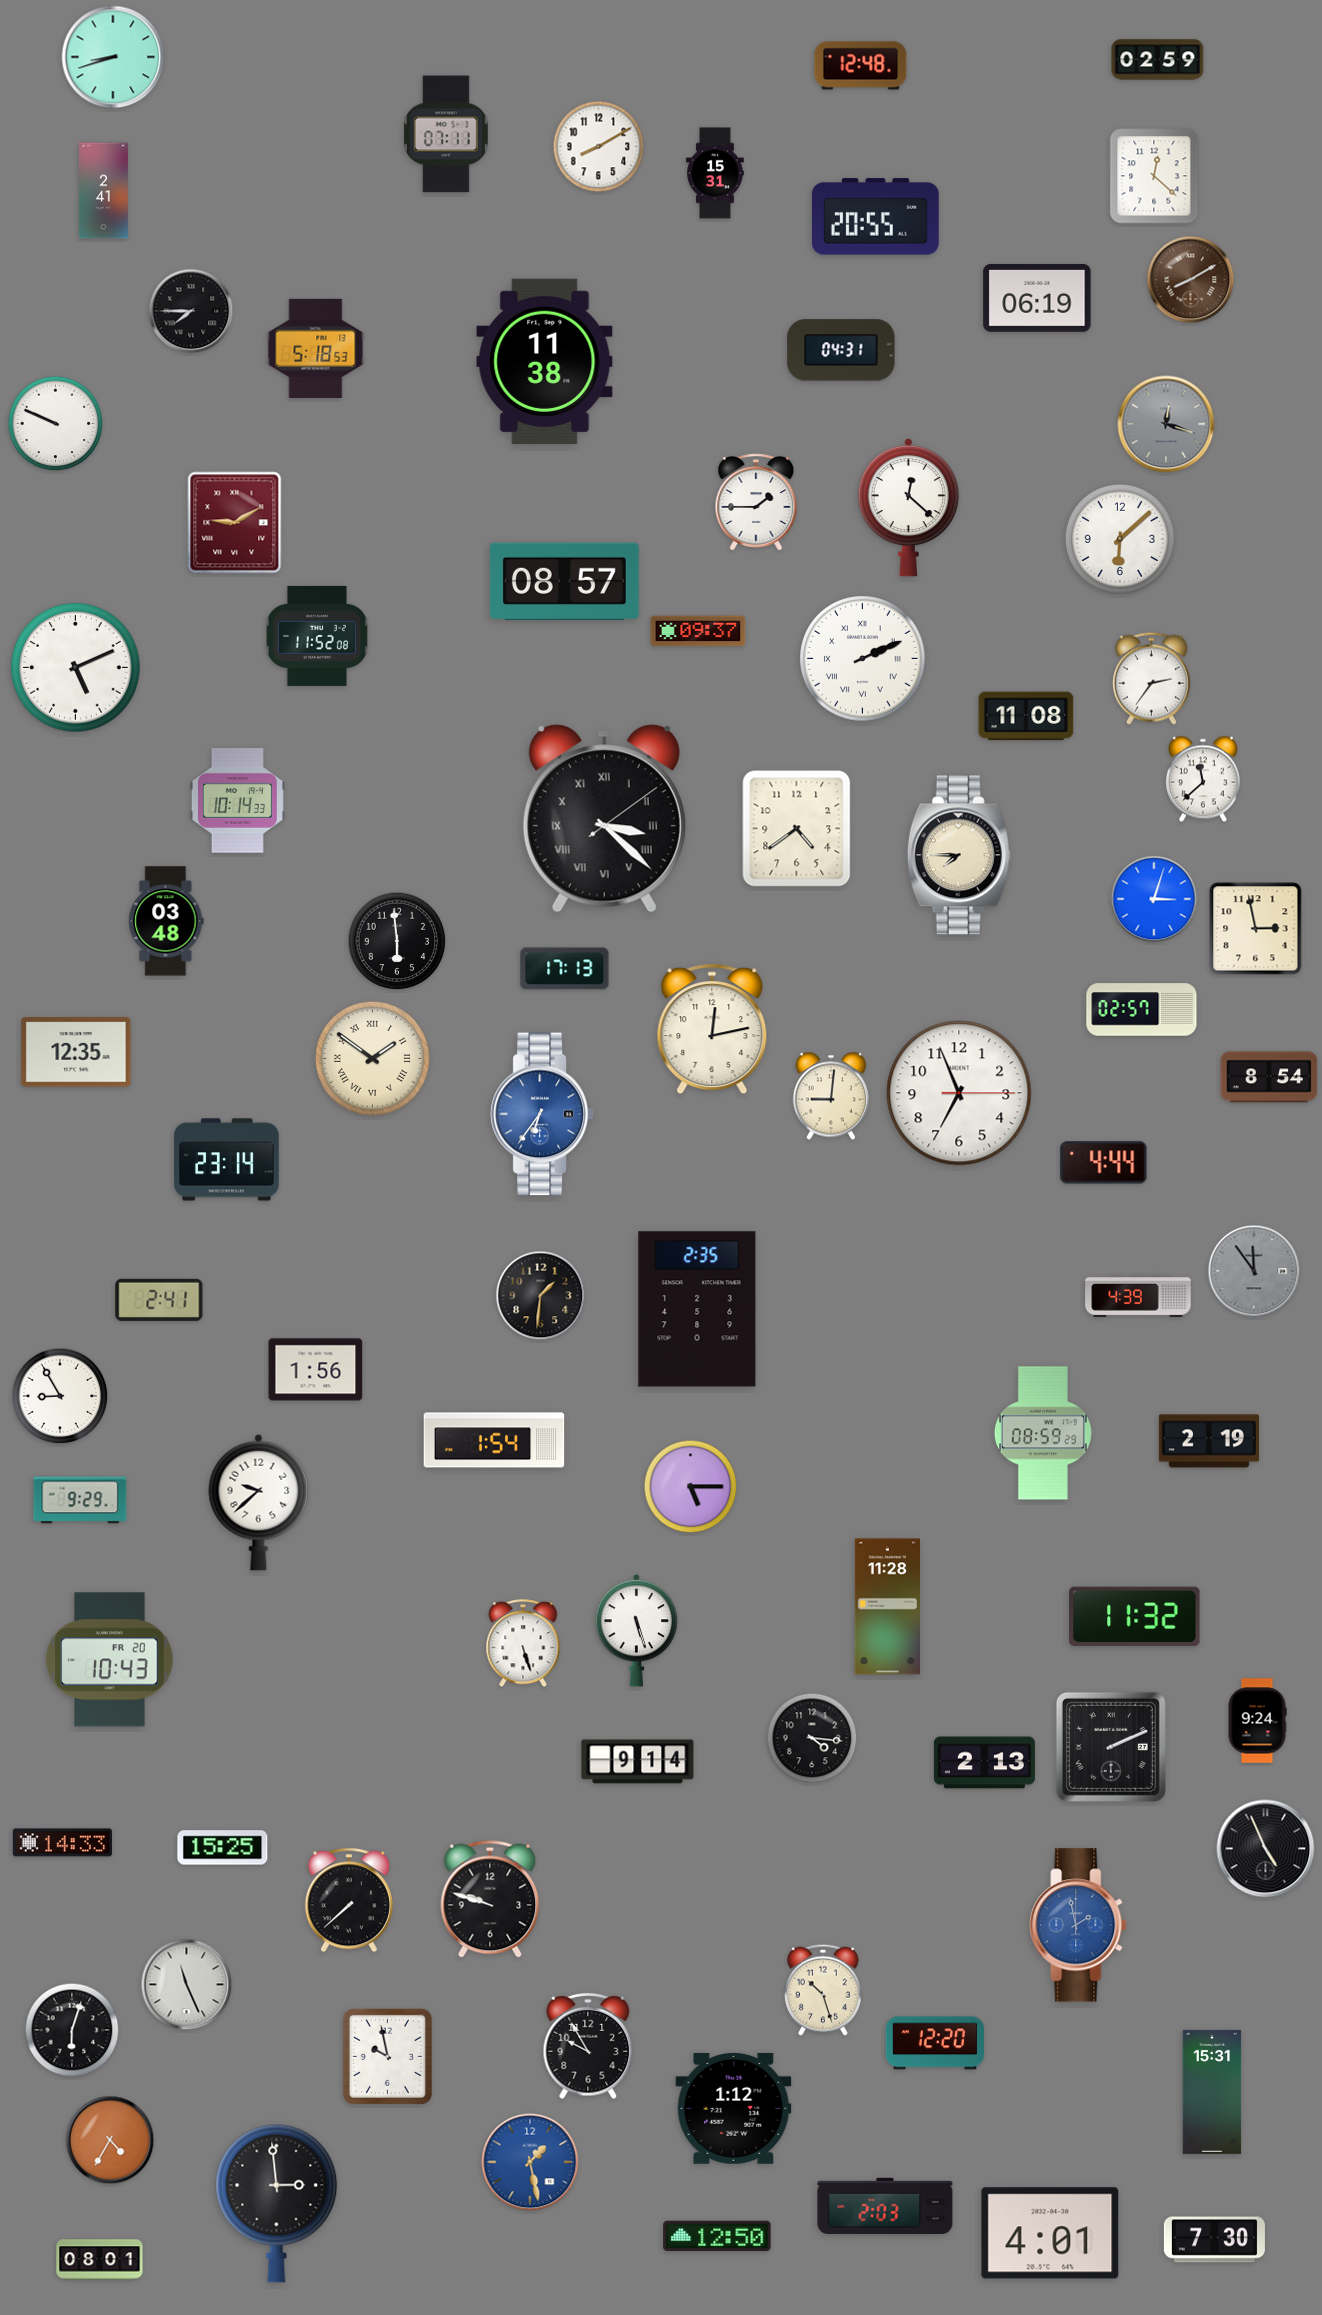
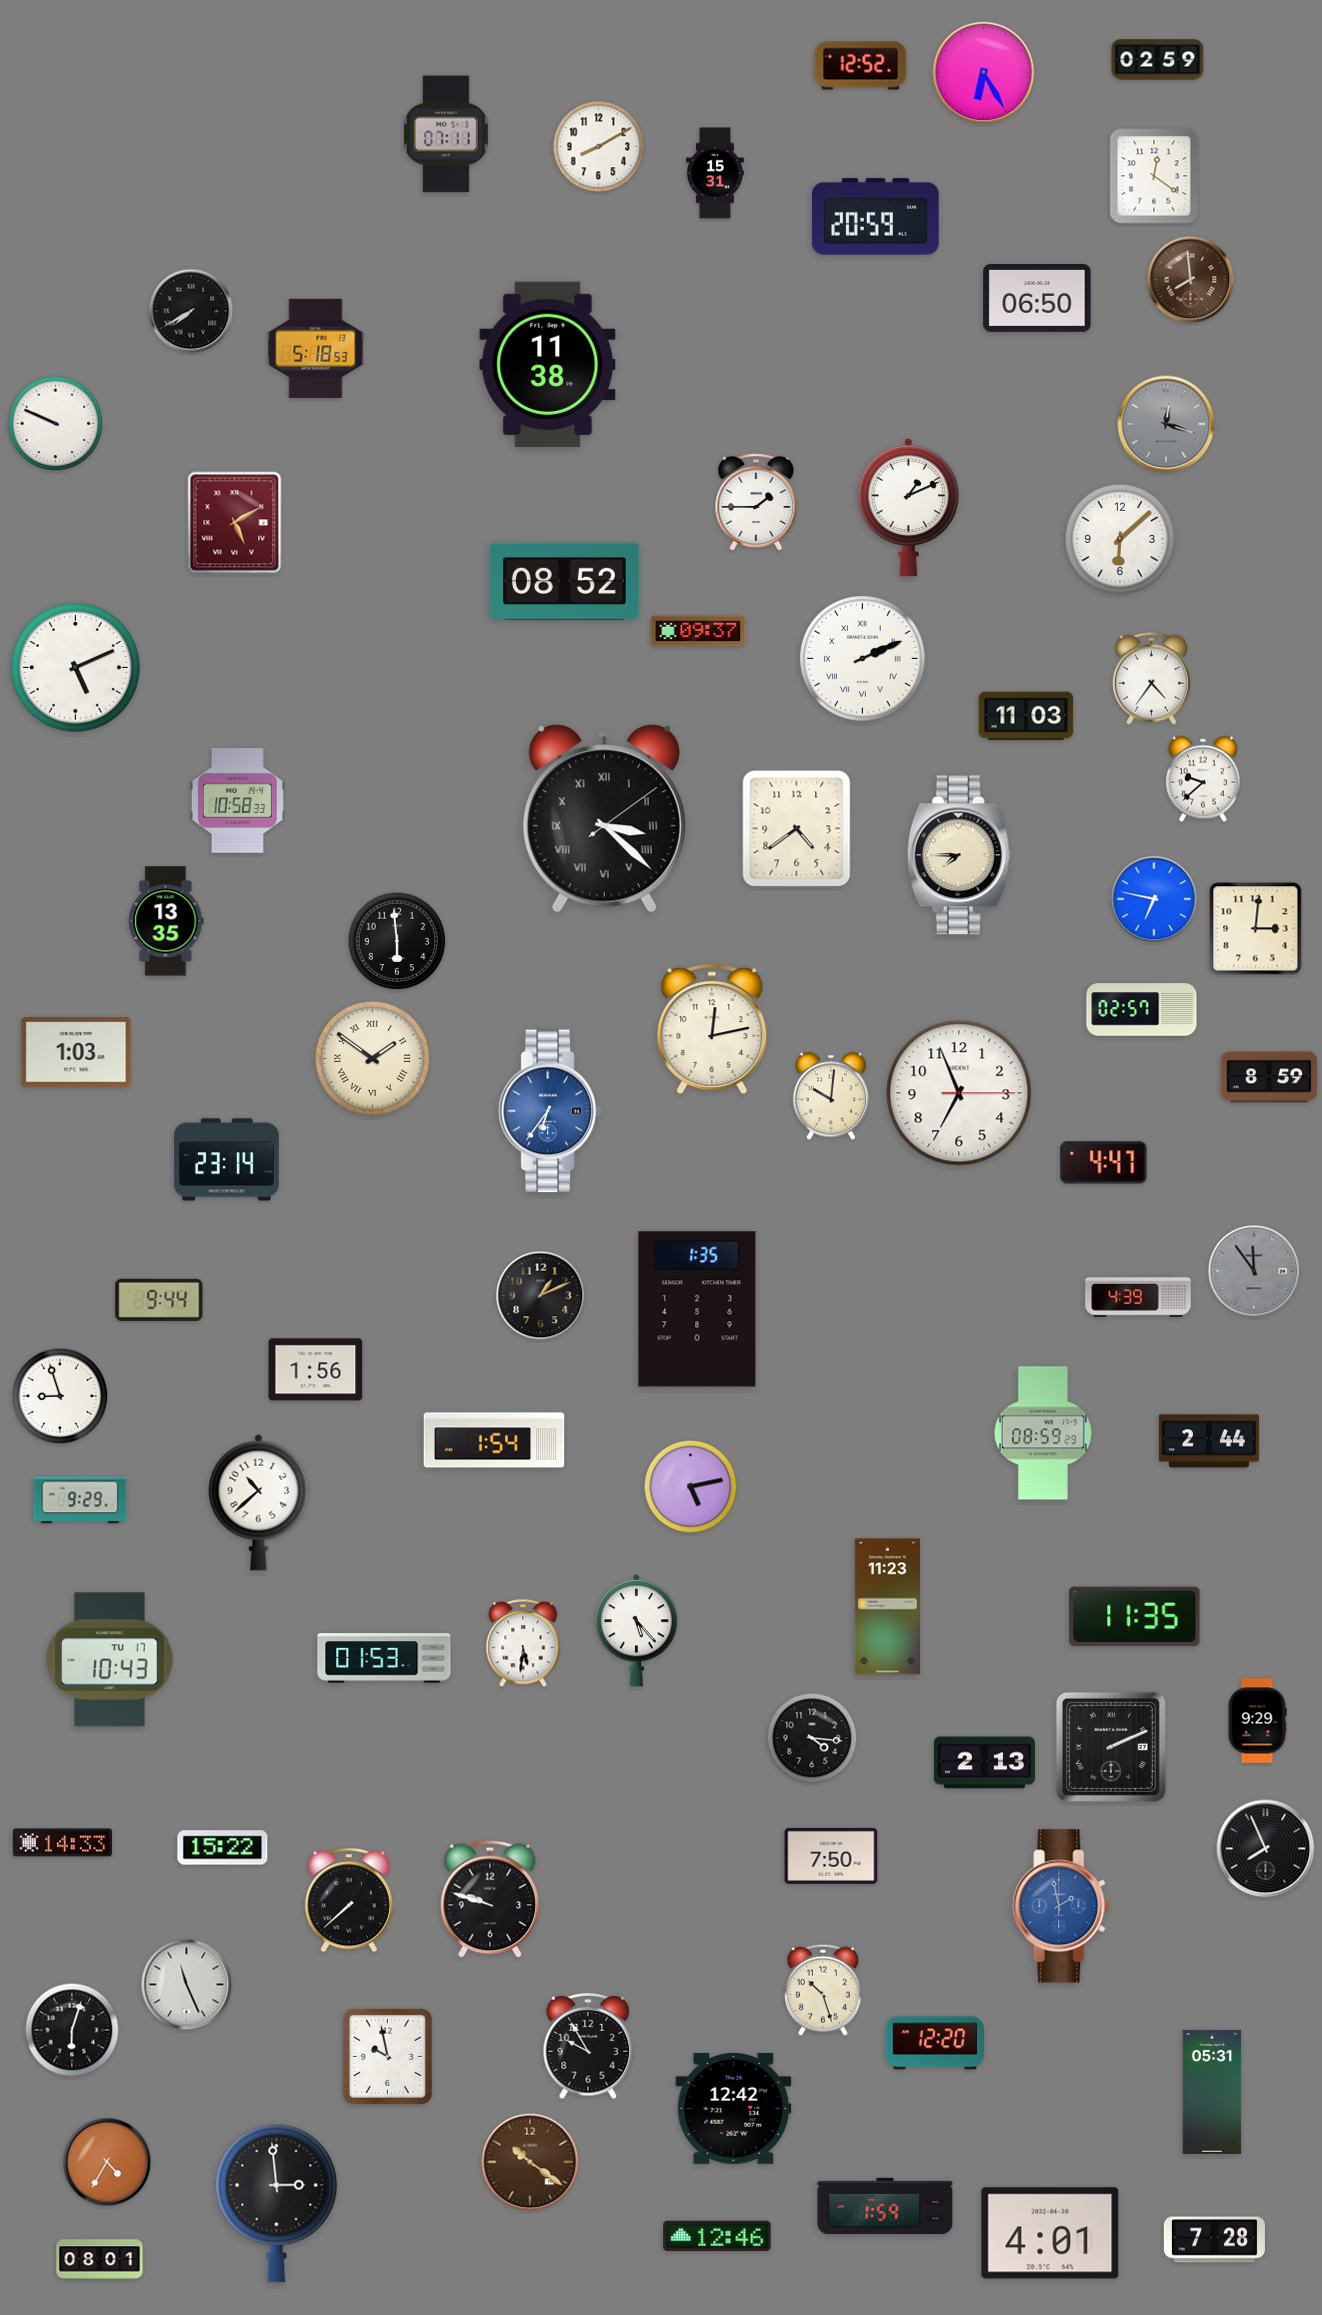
clock at (113, 57): 8:42 -> none
clock at (861, 66): 12:48 -> 12:52
clock at (984, 73): none -> 6:25
clock at (1154, 176): 12:22 -> 12:21
clock at (103, 191): 2:41 -> none
clock at (875, 217): 20:55 -> 20:59
clock at (1191, 280): 8:10 -> 7:59
clock at (1037, 298): 06:19 -> 06:50
clock at (191, 311): 7:45 -> 7:40
clock at (841, 350): 04:31 -> none
clock at (545, 361) position: (545, 361) -> (548, 364)
clock at (908, 507): 12:22 -> 1:11
clock at (235, 523): 9:10 -> 5:10
clock at (564, 582): 08:57 -> 08:52
clock at (317, 636): 11:52 -> none
clock at (1151, 678): 2:36 -> 4:36
clock at (1026, 716): 11:08 -> 11:03
clock at (1203, 779): 11:38 -> 9:38
clock at (237, 801): 10:14 -> 10:58
clock at (1154, 899): 3:03 -> 6:47
clock at (166, 921): 03:48 -> 13:35
clock at (1256, 929): 2:58 -> 3:01
clock at (565, 969): 17:13 -> none
clock at (76, 1052): 12:35 -> 1:03
clock at (1269, 1077): 8:54 -> 8:59
clock at (831, 1096): 9:01 -> 10:01
clock at (542, 1114) position: (542, 1114) -> (550, 1111)
clock at (1104, 1163): 4:44 -> 4:47
clock at (541, 1296): 1:31 -> 1:11
clock at (159, 1300): 2:41 -> 9:44
clock at (697, 1309): 2:35 -> 1:35
clock at (60, 1396): 8:55 -> 8:57
clock at (1209, 1441): 2:19 -> 2:44
clock at (691, 1487): 5:15 -> 5:13
clock at (259, 1502): 9:38 -> 10:38
clock at (887, 1607): 11:28 -> 11:23
clock at (1135, 1617): 11:32 -> 11:35
clock at (637, 1631): 5:27 -> 5:23
clock at (523, 1644): 5:27 -> 5:31
clock at (384, 1658): none -> 01:53
clock at (110, 1660) date: FR 20 -> TU 17
clock at (1257, 1721): 9:24 -> 9:29
clock at (638, 1762): 9:14 -> none
clock at (223, 1848): 15:25 -> 15:22
clock at (1266, 1849): 4:56 -> 7:56
clock at (831, 1856): none -> 7:50
clock at (1078, 1925) position: (1078, 1925) -> (1061, 1906)
clock at (1212, 2092): 15:31 -> 05:31
clock at (734, 2108): 1:12 -> 12:42
clock at (110, 2140) position: (110, 2140) -> (107, 2162)
clock at (530, 2162): 1:28 -> 10:21
clock at (530, 2162) dial: blue -> brown
clock at (885, 2206): 2:03 -> 1:59
clock at (717, 2236): 12:50 -> 12:46
clock at (1214, 2240): 7:30 -> 7:28
